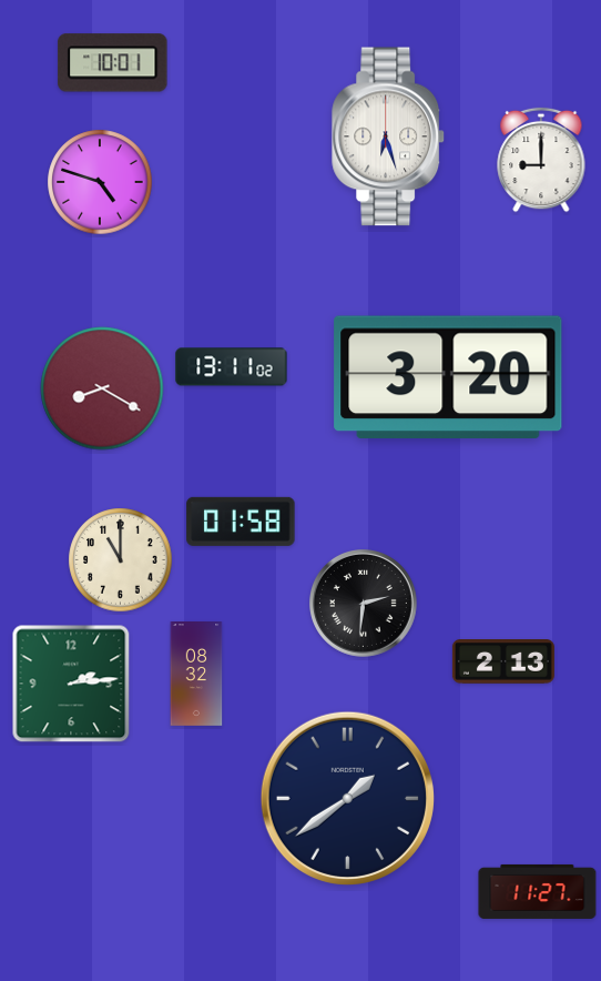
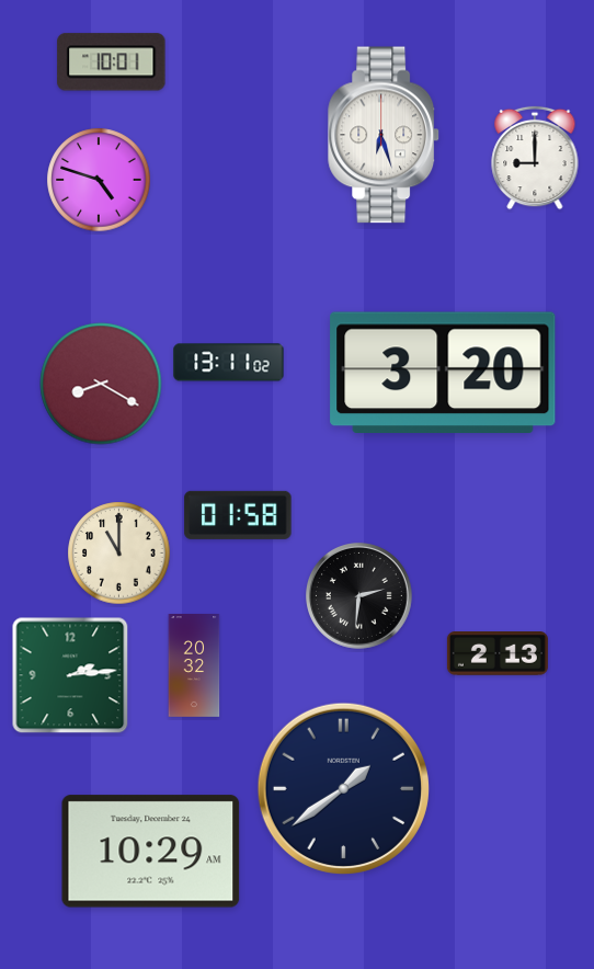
clock at (196, 675): 08:32 -> 20:32
clock at (151, 852): none -> 10:29
clock at (538, 891): 11:27 -> none
